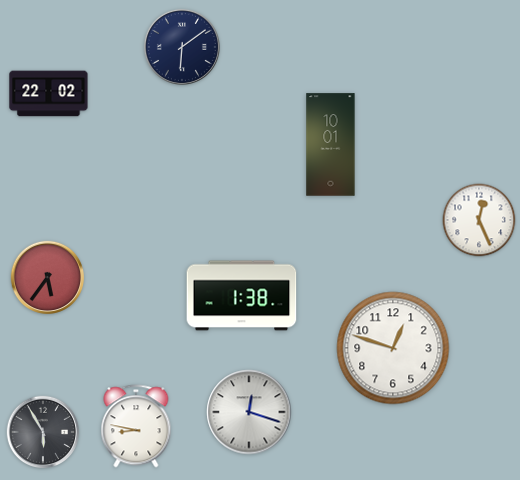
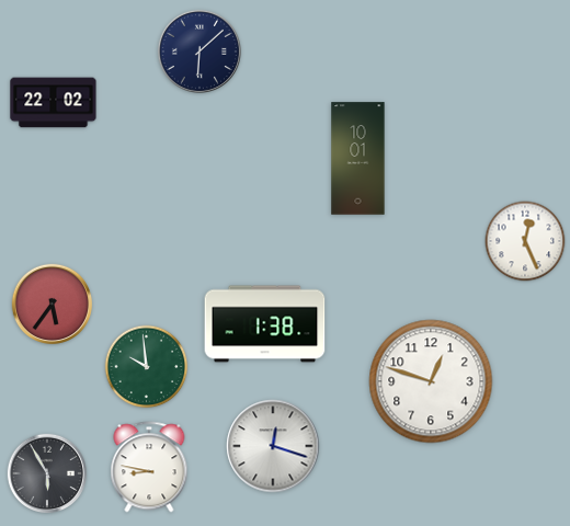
clock at (182, 47): 6:09 -> 6:08
clock at (331, 145) position: (331, 145) -> (358, 159)
clock at (147, 367): none -> 9:59
clock at (249, 412) position: (249, 412) -> (273, 446)
